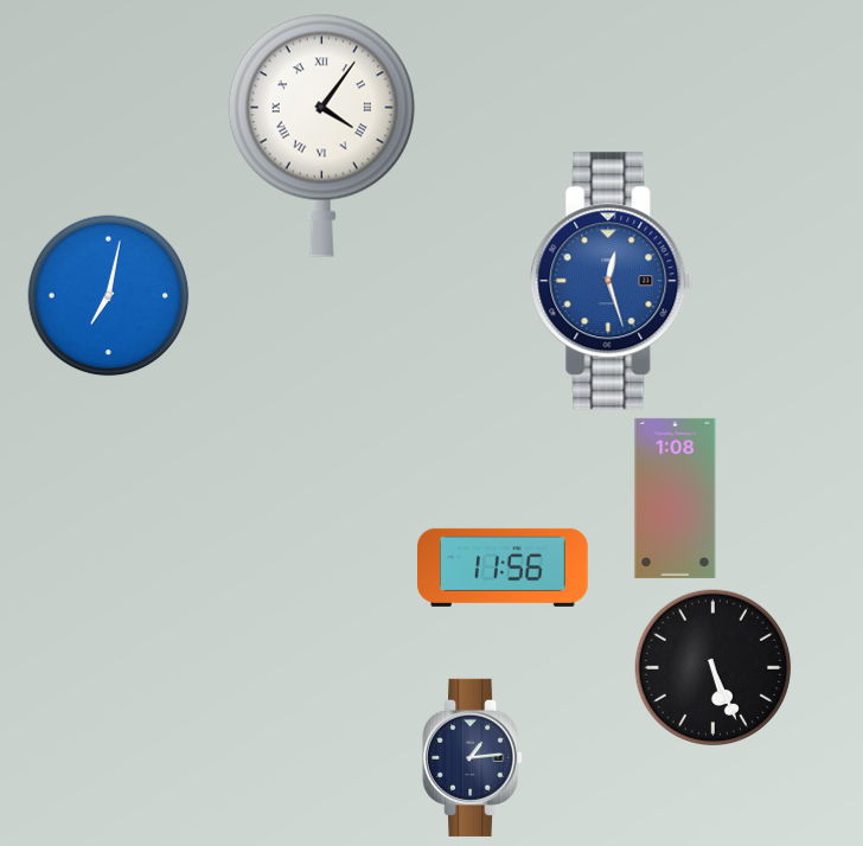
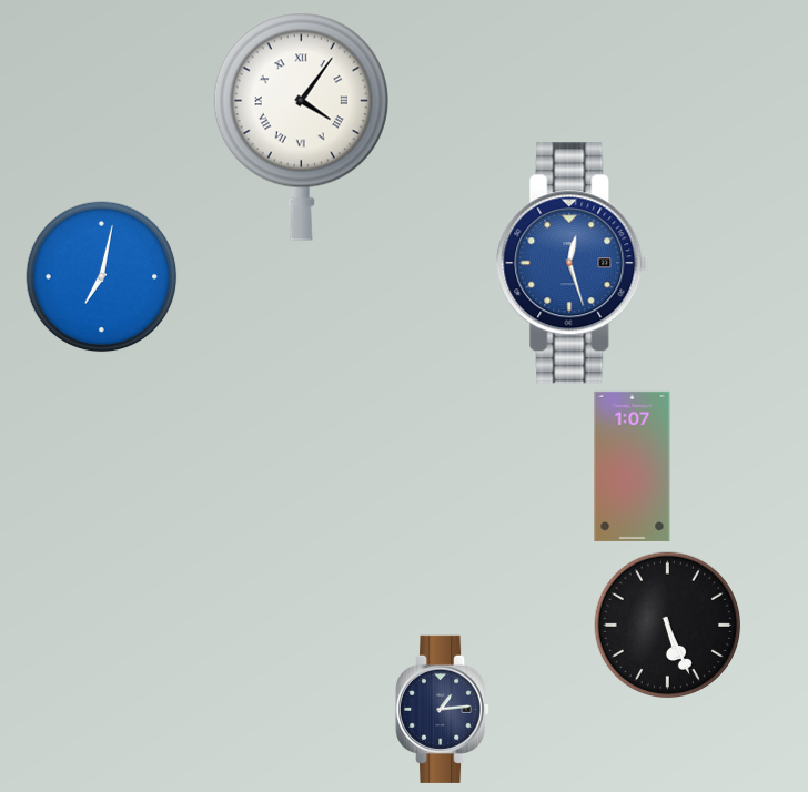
clock at (676, 498): 1:08 -> 1:07
clock at (504, 568): 11:56 -> none
